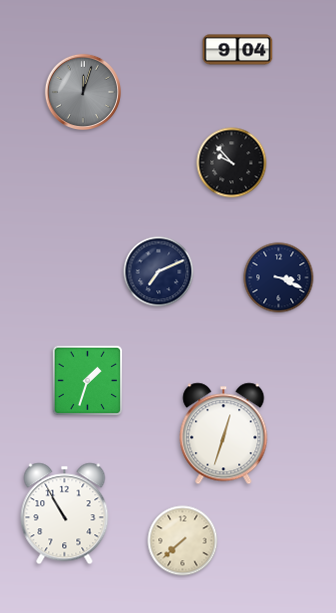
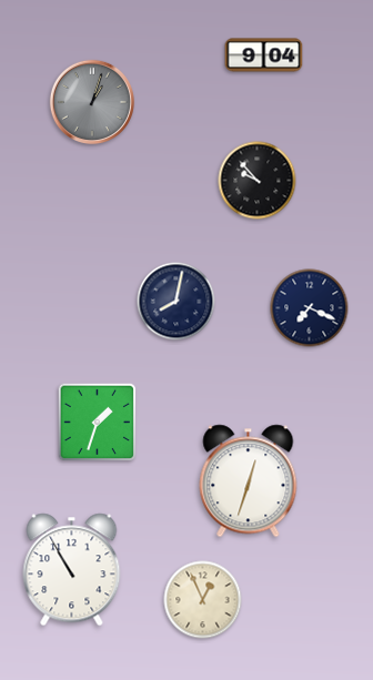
clock at (82, 91): 12:03 -> 1:03
clock at (159, 272): 7:11 -> 8:02
clock at (279, 278): 3:19 -> 7:19
clock at (183, 541): 7:38 -> 12:56
